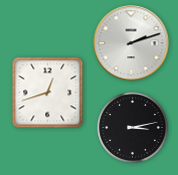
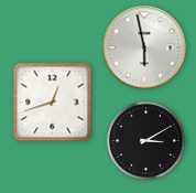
clock at (131, 43): 2:12 -> 5:58
clock at (132, 127): 3:13 -> 3:10
